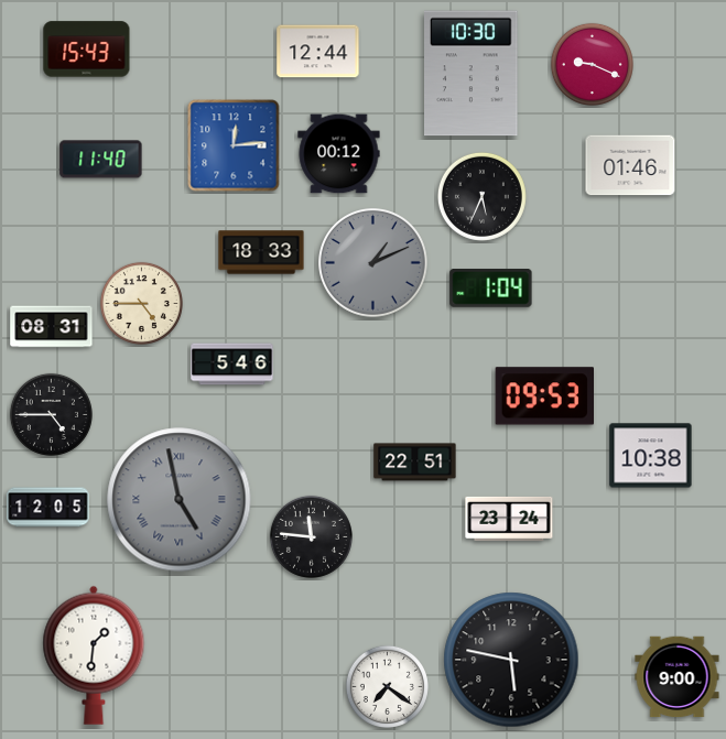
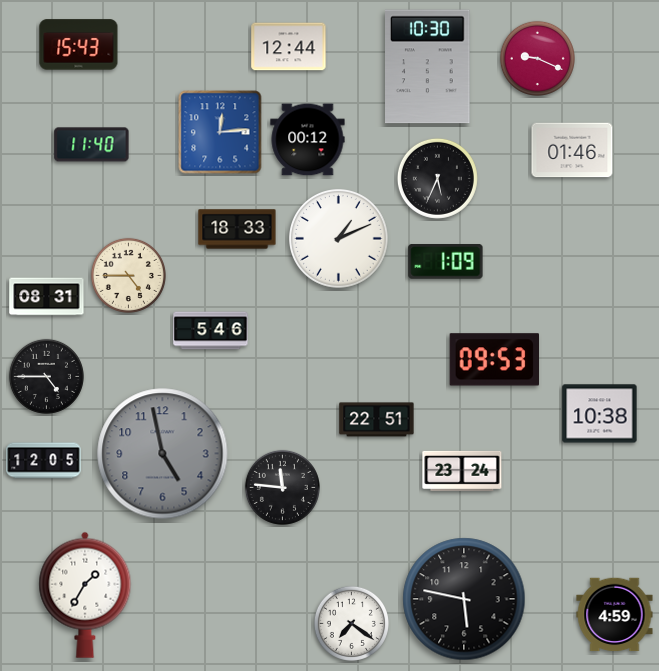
clock at (234, 145) position: (234, 145) -> (220, 132)
clock at (373, 263) dial: grey -> white
clock at (491, 289): 1:04 -> 1:09
clock at (651, 456) position: (651, 456) -> (600, 414)
clock at (180, 500) numerals: Roman -> Arabic
clock at (94, 655): 1:31 -> 1:35
clock at (678, 677): 9:00 -> 4:59
